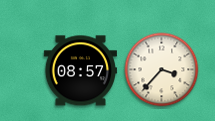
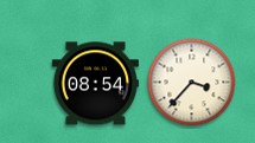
clock at (80, 71): 08:57 -> 08:54
